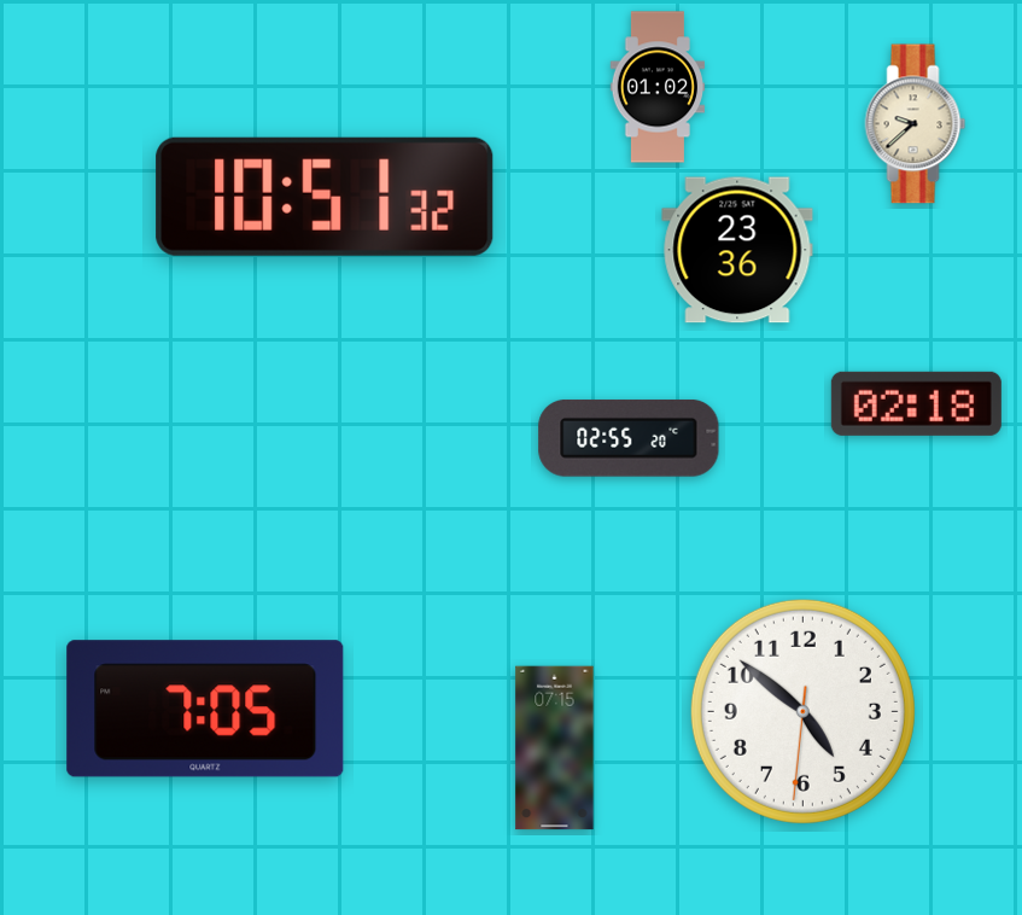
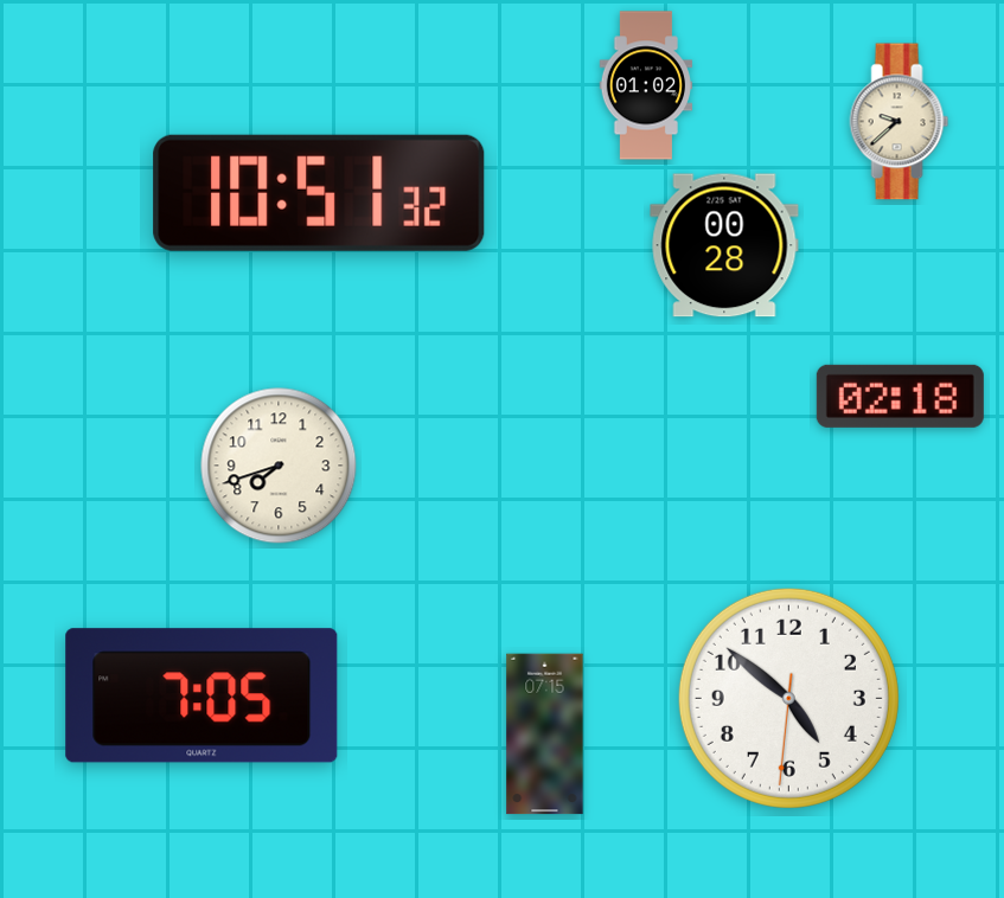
clock at (737, 250): 23:36 -> 00:28
clock at (629, 438): 02:55 -> none
clock at (279, 466): none -> 7:42
